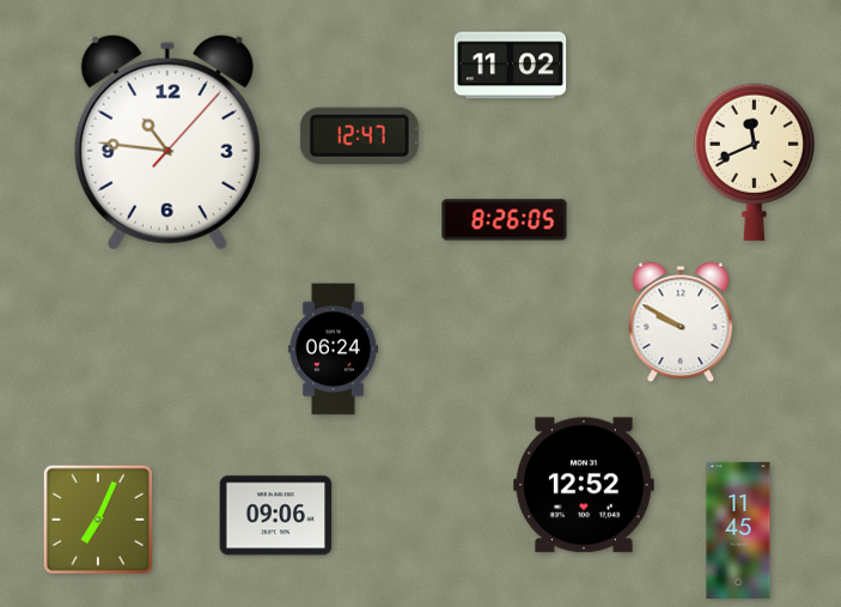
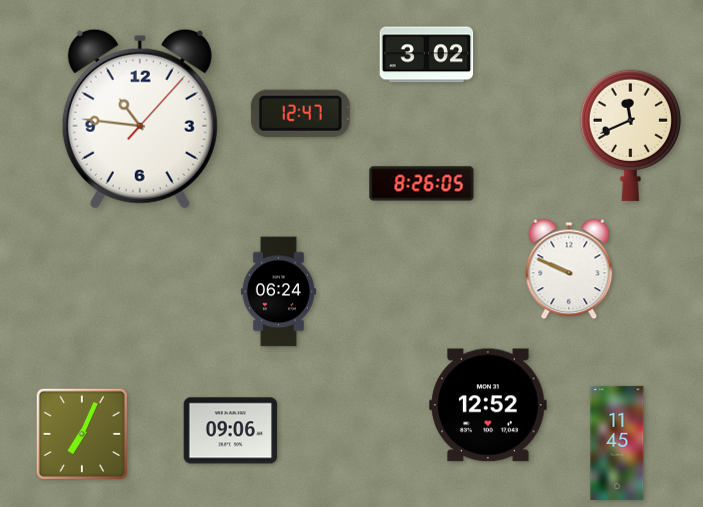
clock at (511, 66): 11:02 -> 3:02
clock at (681, 322): 9:50 -> 9:49
